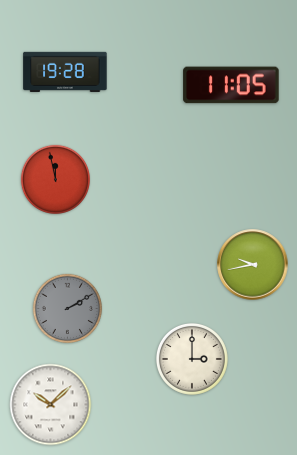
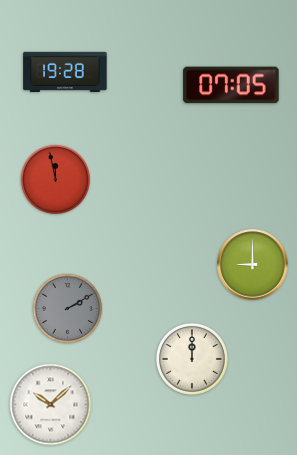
clock at (231, 85): 11:05 -> 07:05
clock at (253, 265): 9:43 -> 9:00
clock at (192, 359): 3:00 -> 12:00
